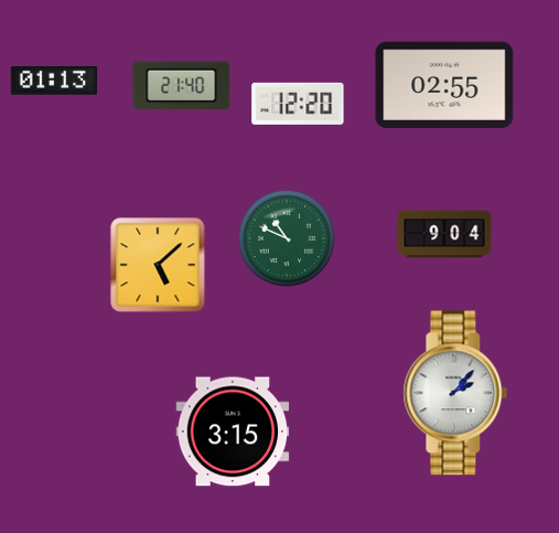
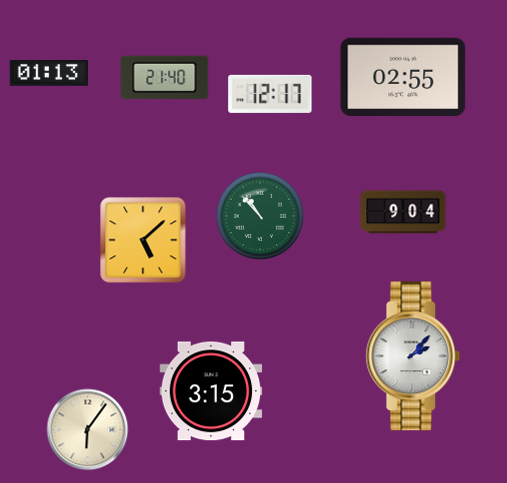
clock at (298, 104): 12:20 -> 12:17
clock at (287, 238): 10:49 -> 10:53
clock at (88, 430): none -> 6:06
